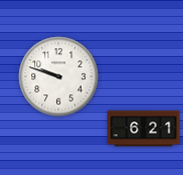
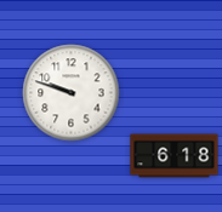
clock at (144, 129): 6:21 -> 6:18
